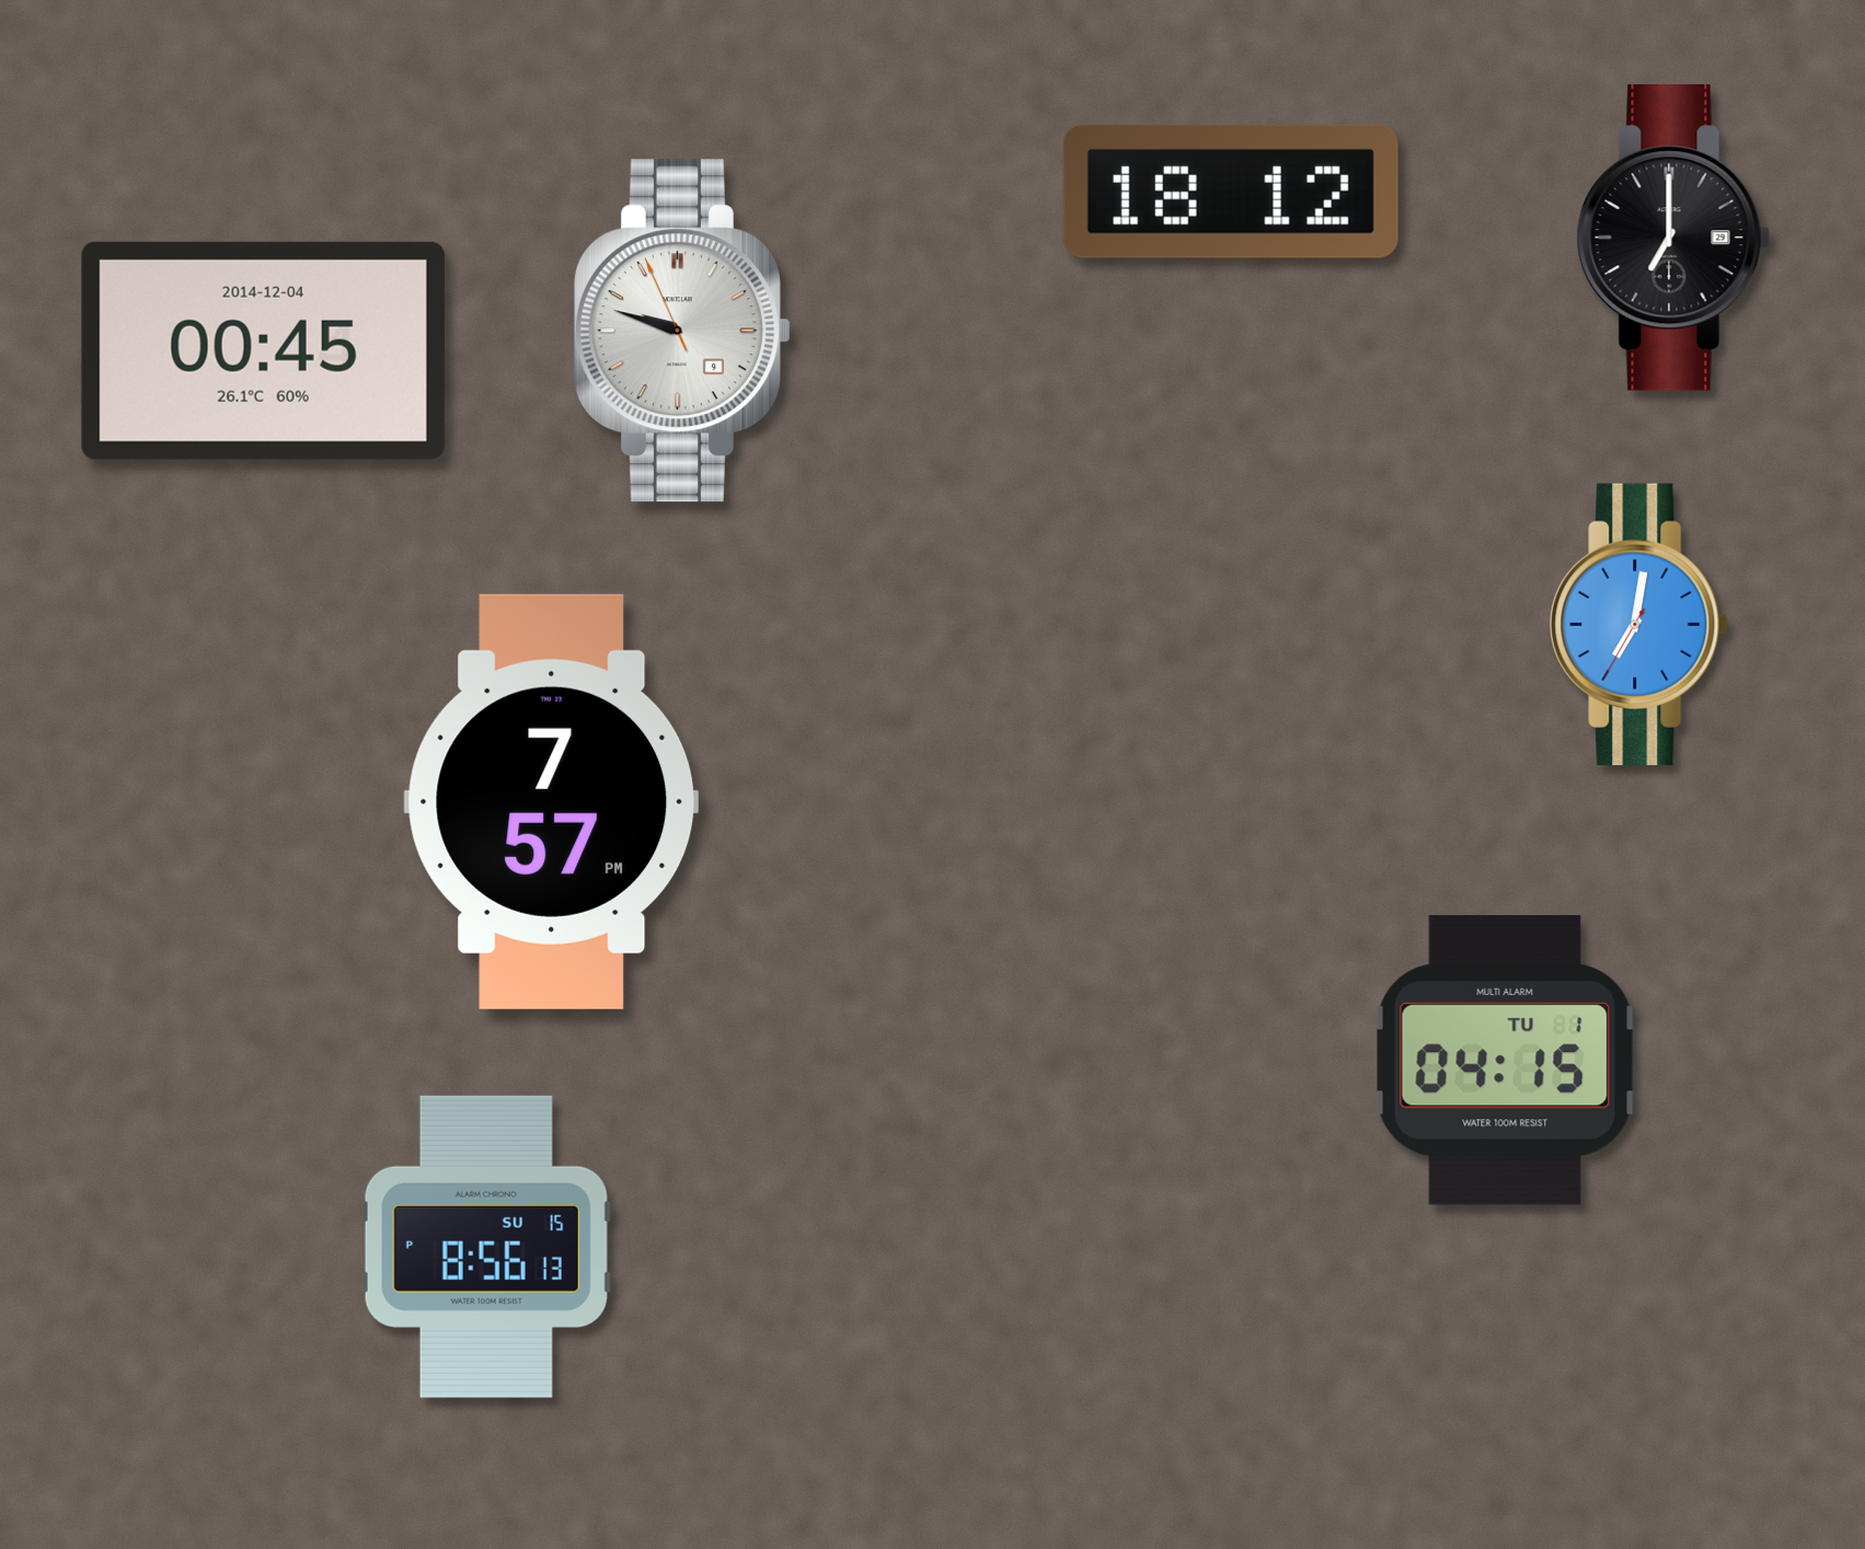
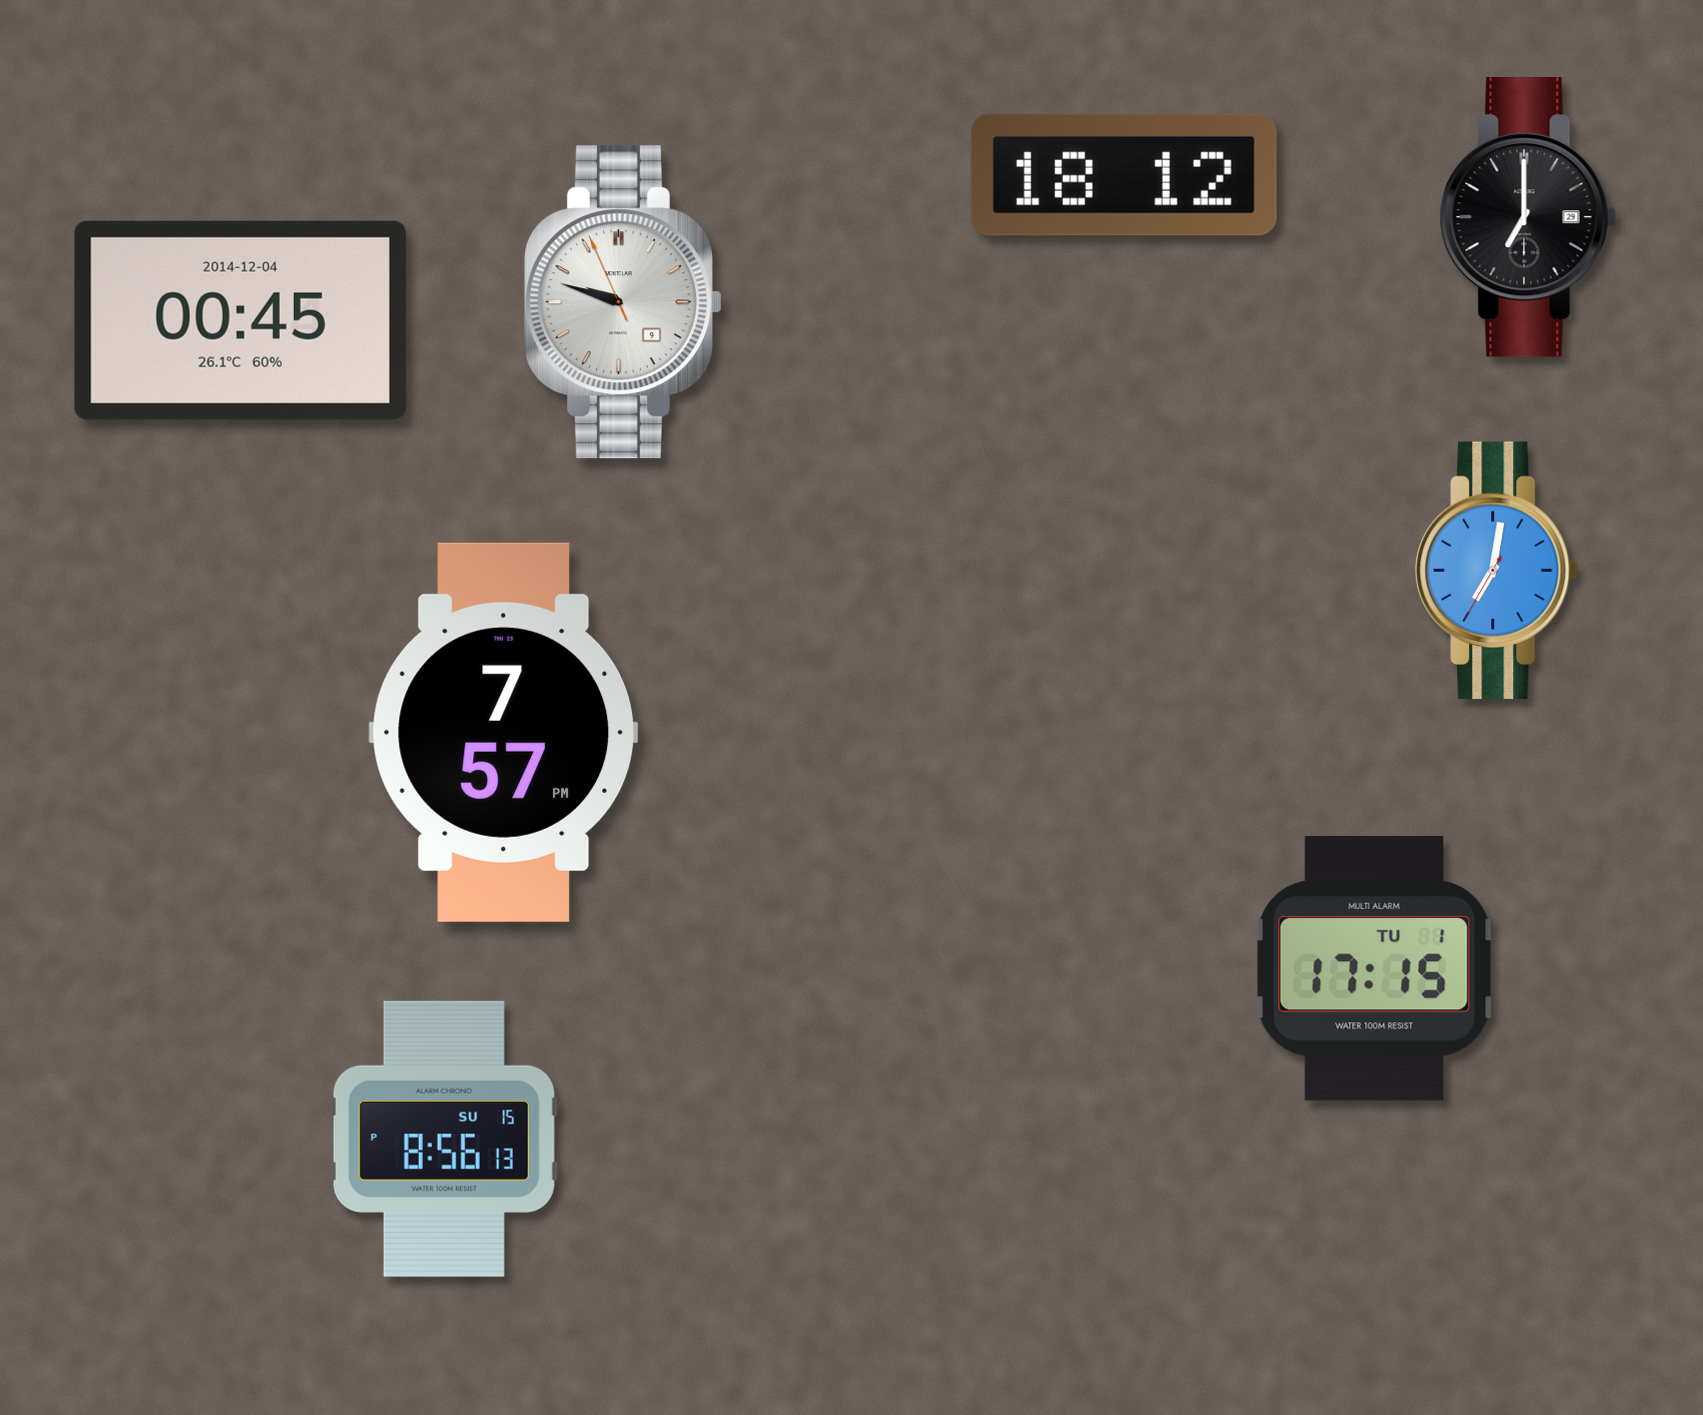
clock at (1506, 1060): 04:15 -> 17:15
